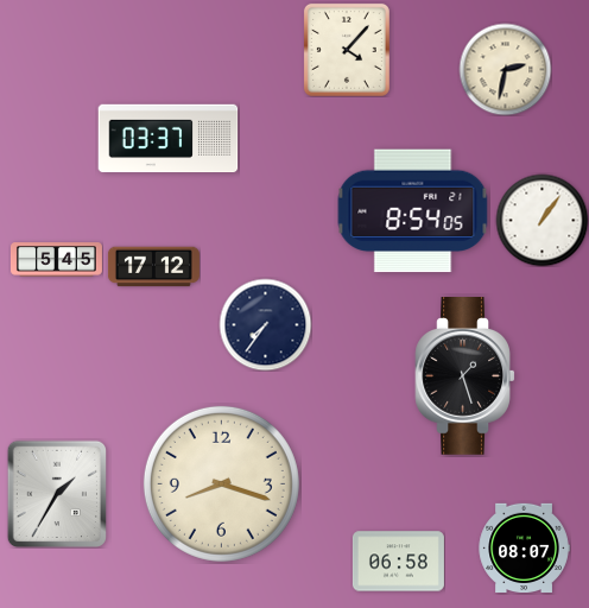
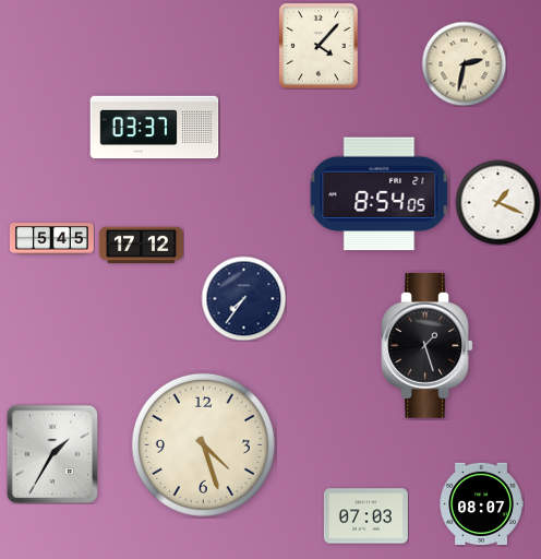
clock at (541, 220): 1:06 -> 1:19
clock at (221, 483): 8:18 -> 4:27
clock at (398, 562): 06:58 -> 07:03
